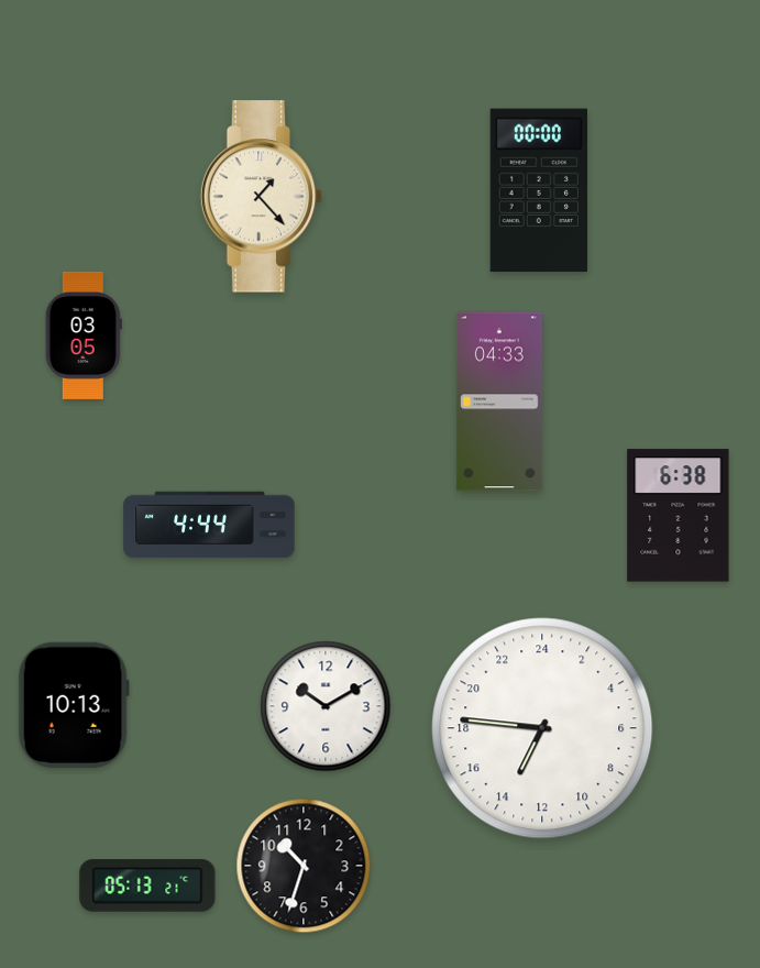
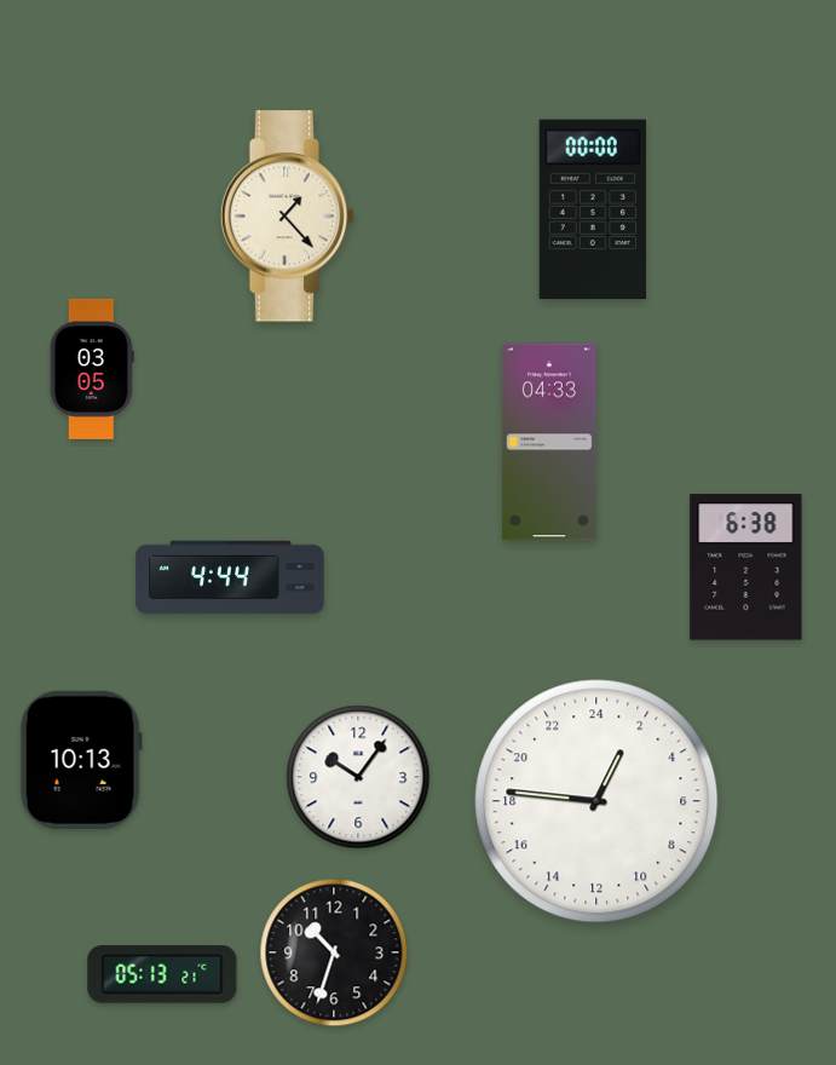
clock at (74, 705) position: (74, 705) -> (81, 760)
clock at (326, 706): 10:10 -> 10:06
clock at (542, 728): 13:46 -> 1:46
